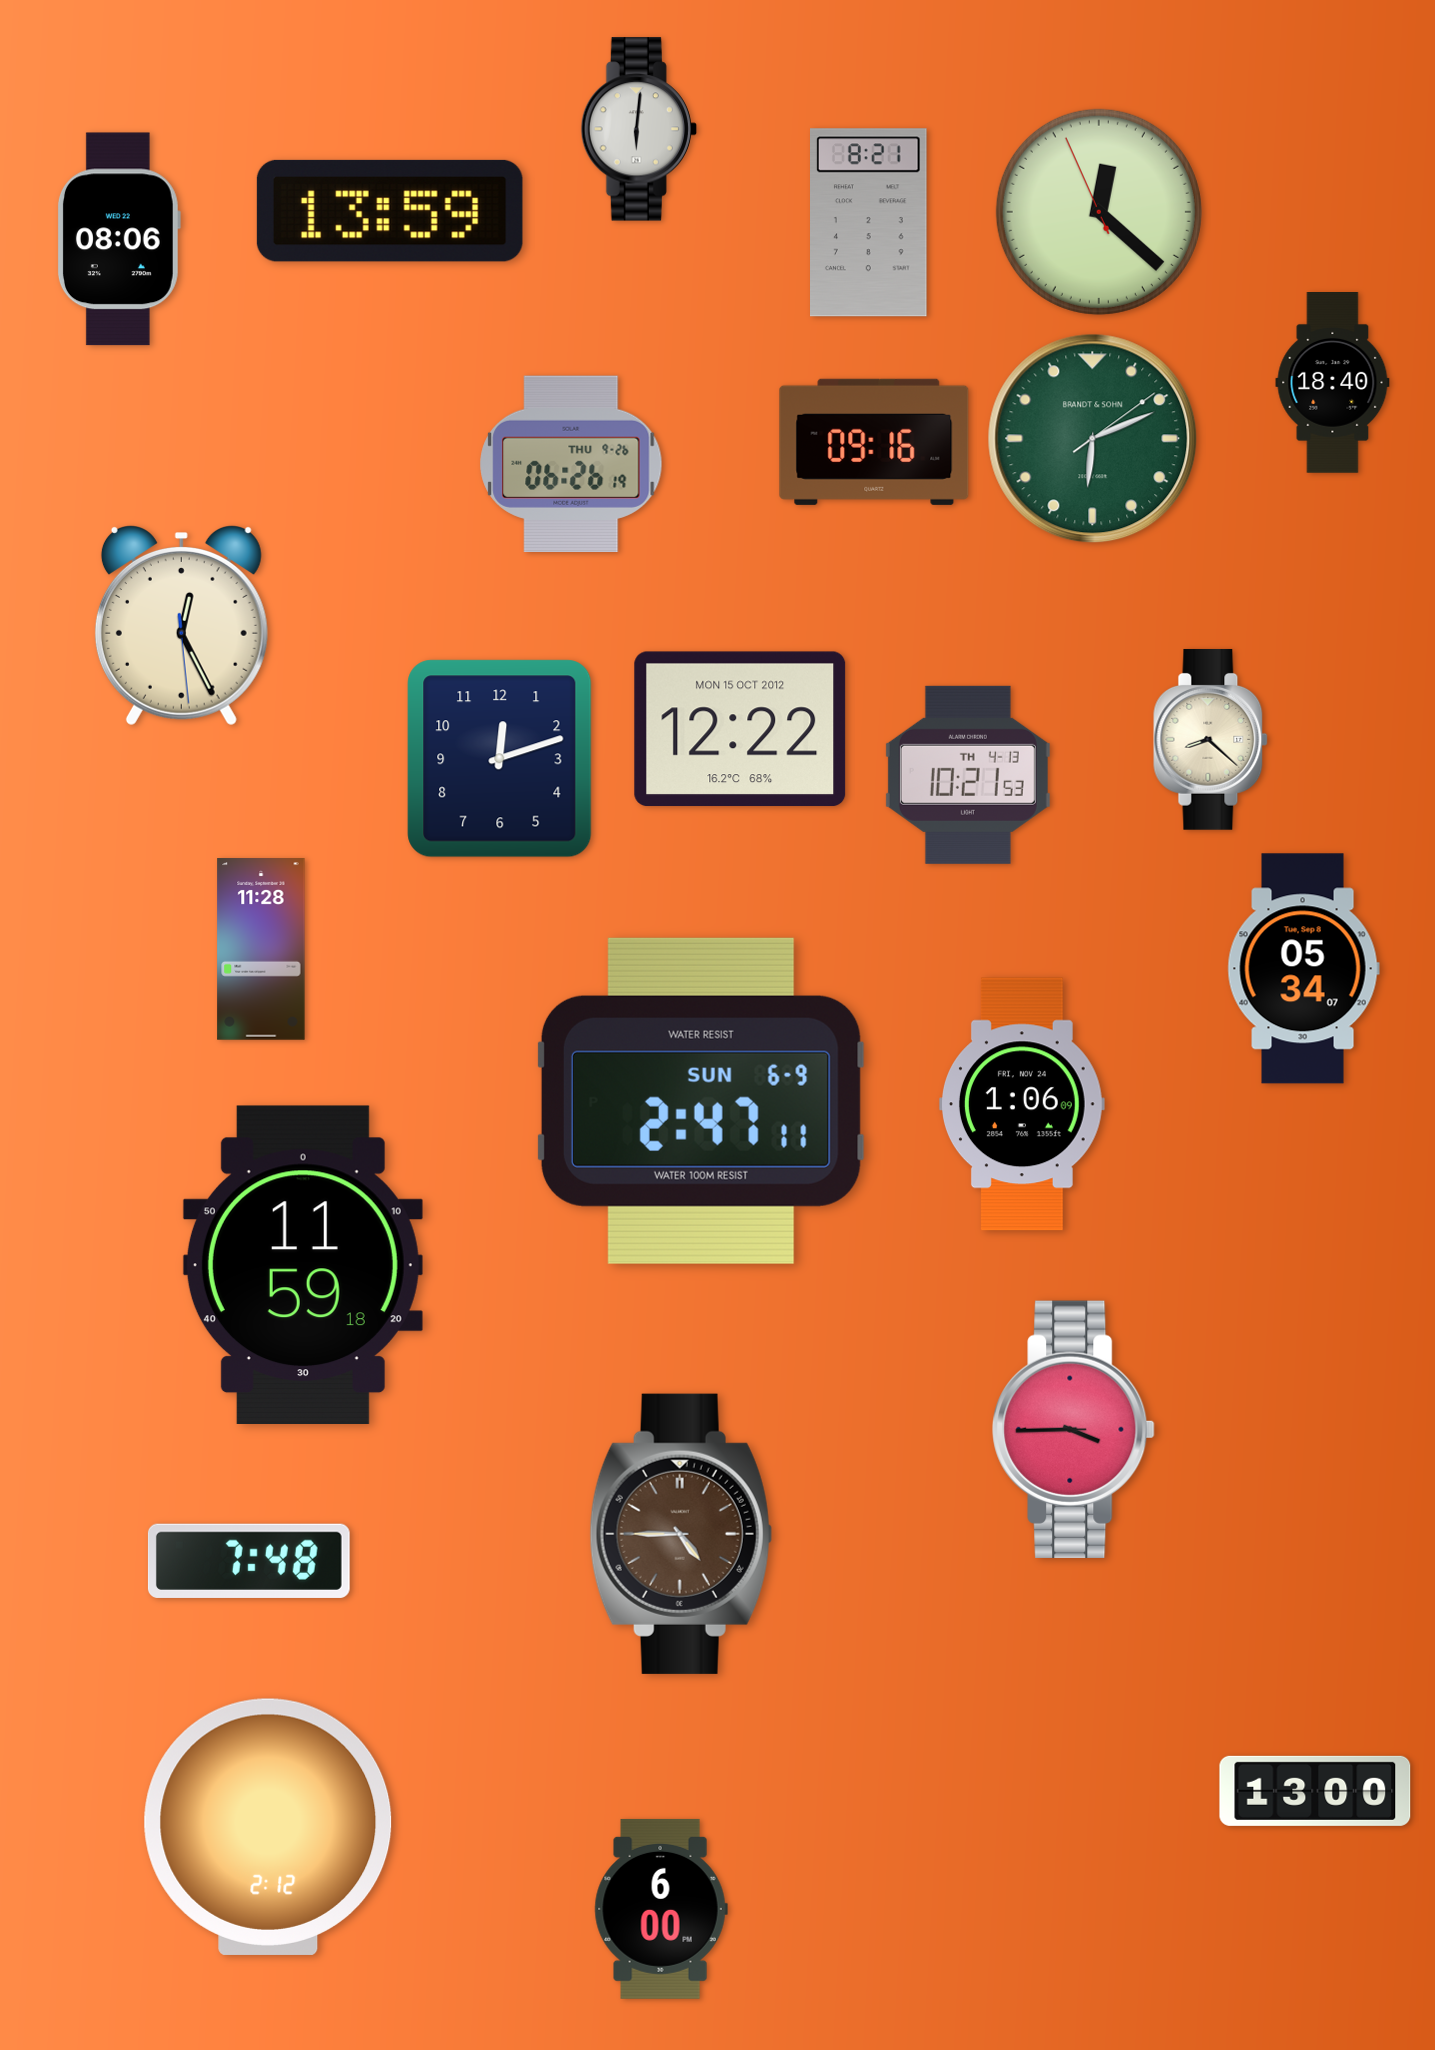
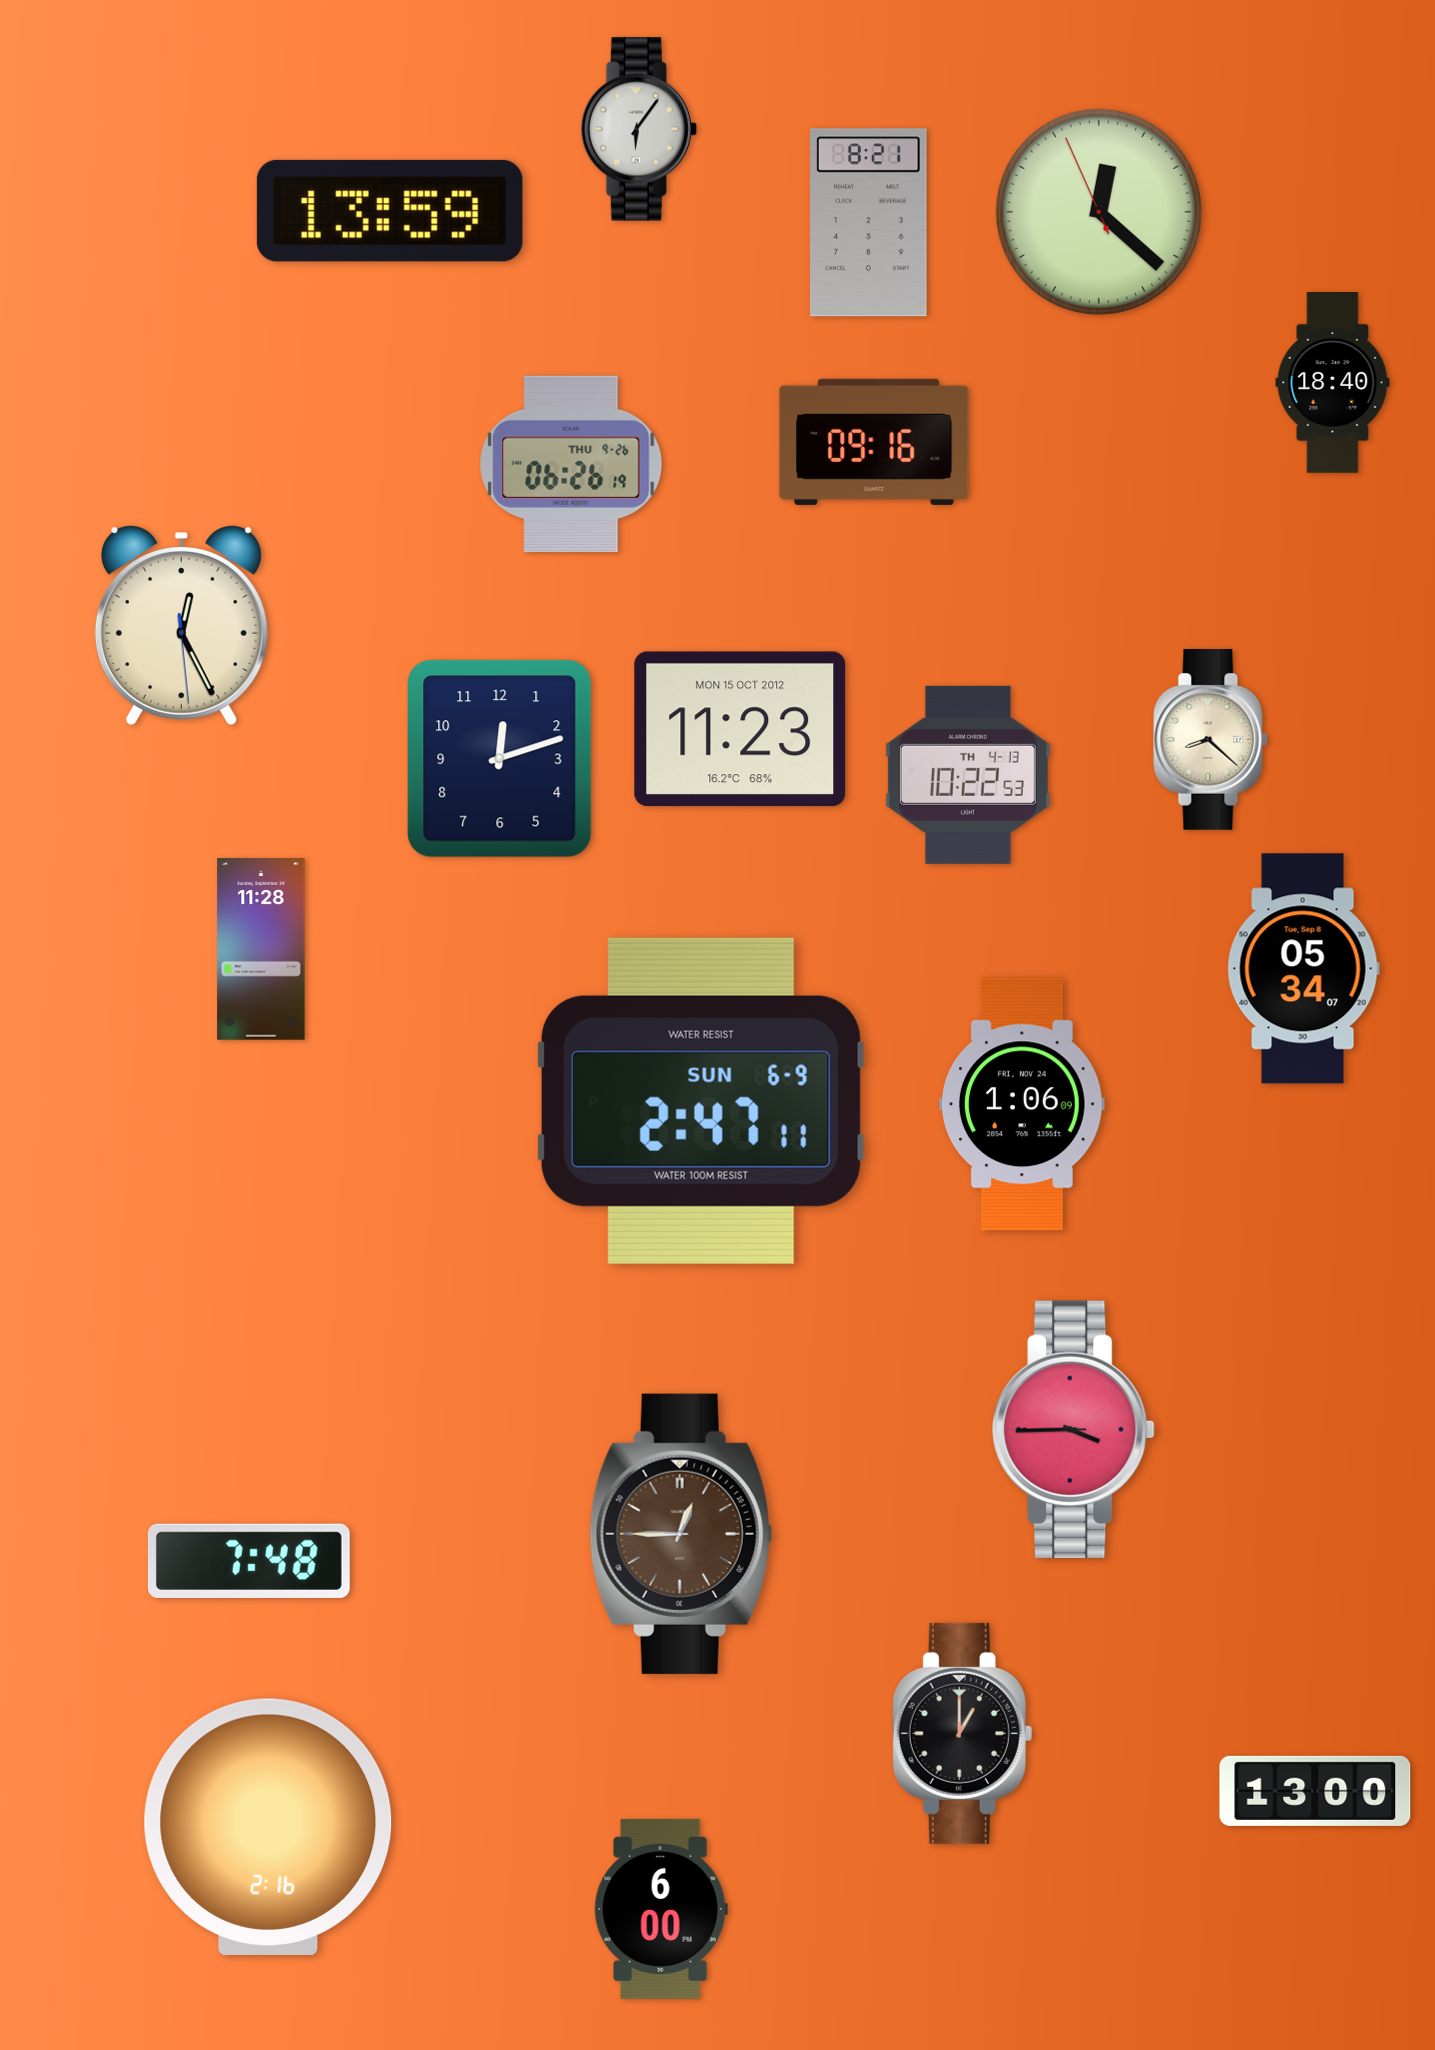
clock at (639, 129): 6:01 -> 6:06
clock at (118, 239): 08:06 -> none
clock at (1093, 439): 6:11 -> none
clock at (740, 729): 12:22 -> 11:23
clock at (968, 775): 10:21 -> 10:22
clock at (303, 1264): 11:59 -> none
clock at (681, 1534): 4:45 -> 12:45
clock at (963, 1733): none -> 1:00
clock at (268, 1827): 2:12 -> 2:16
